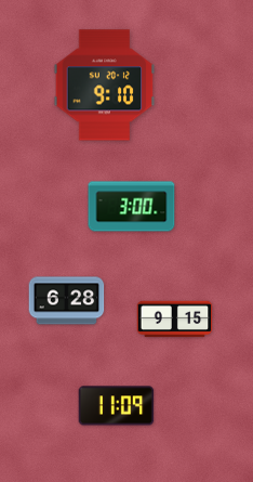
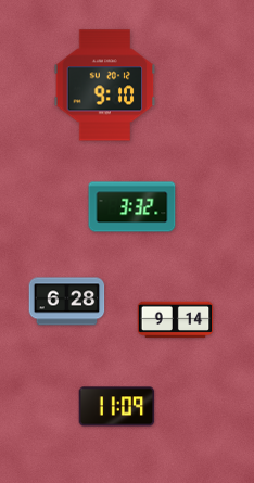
clock at (132, 207): 3:00 -> 3:32
clock at (175, 320): 9:15 -> 9:14
